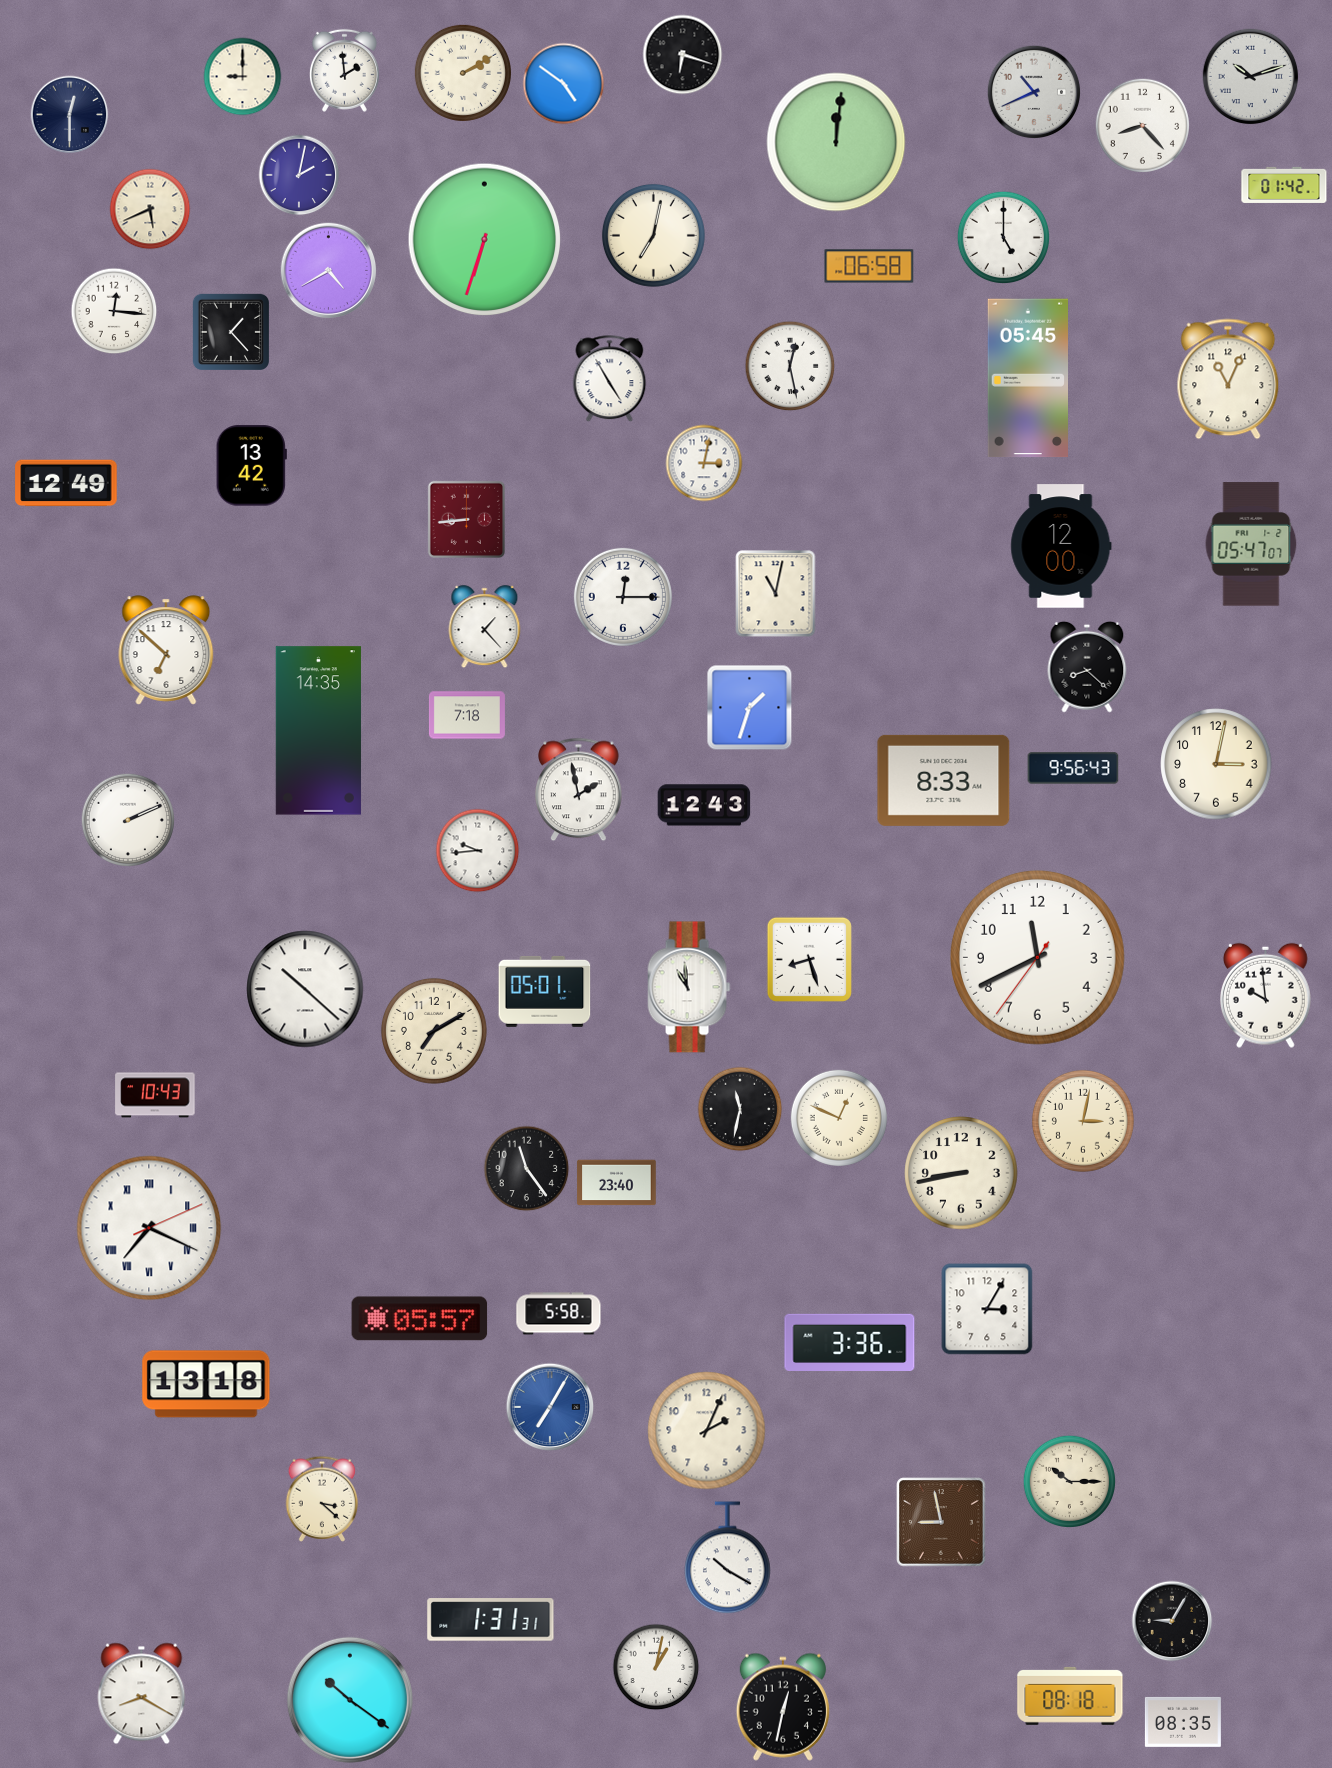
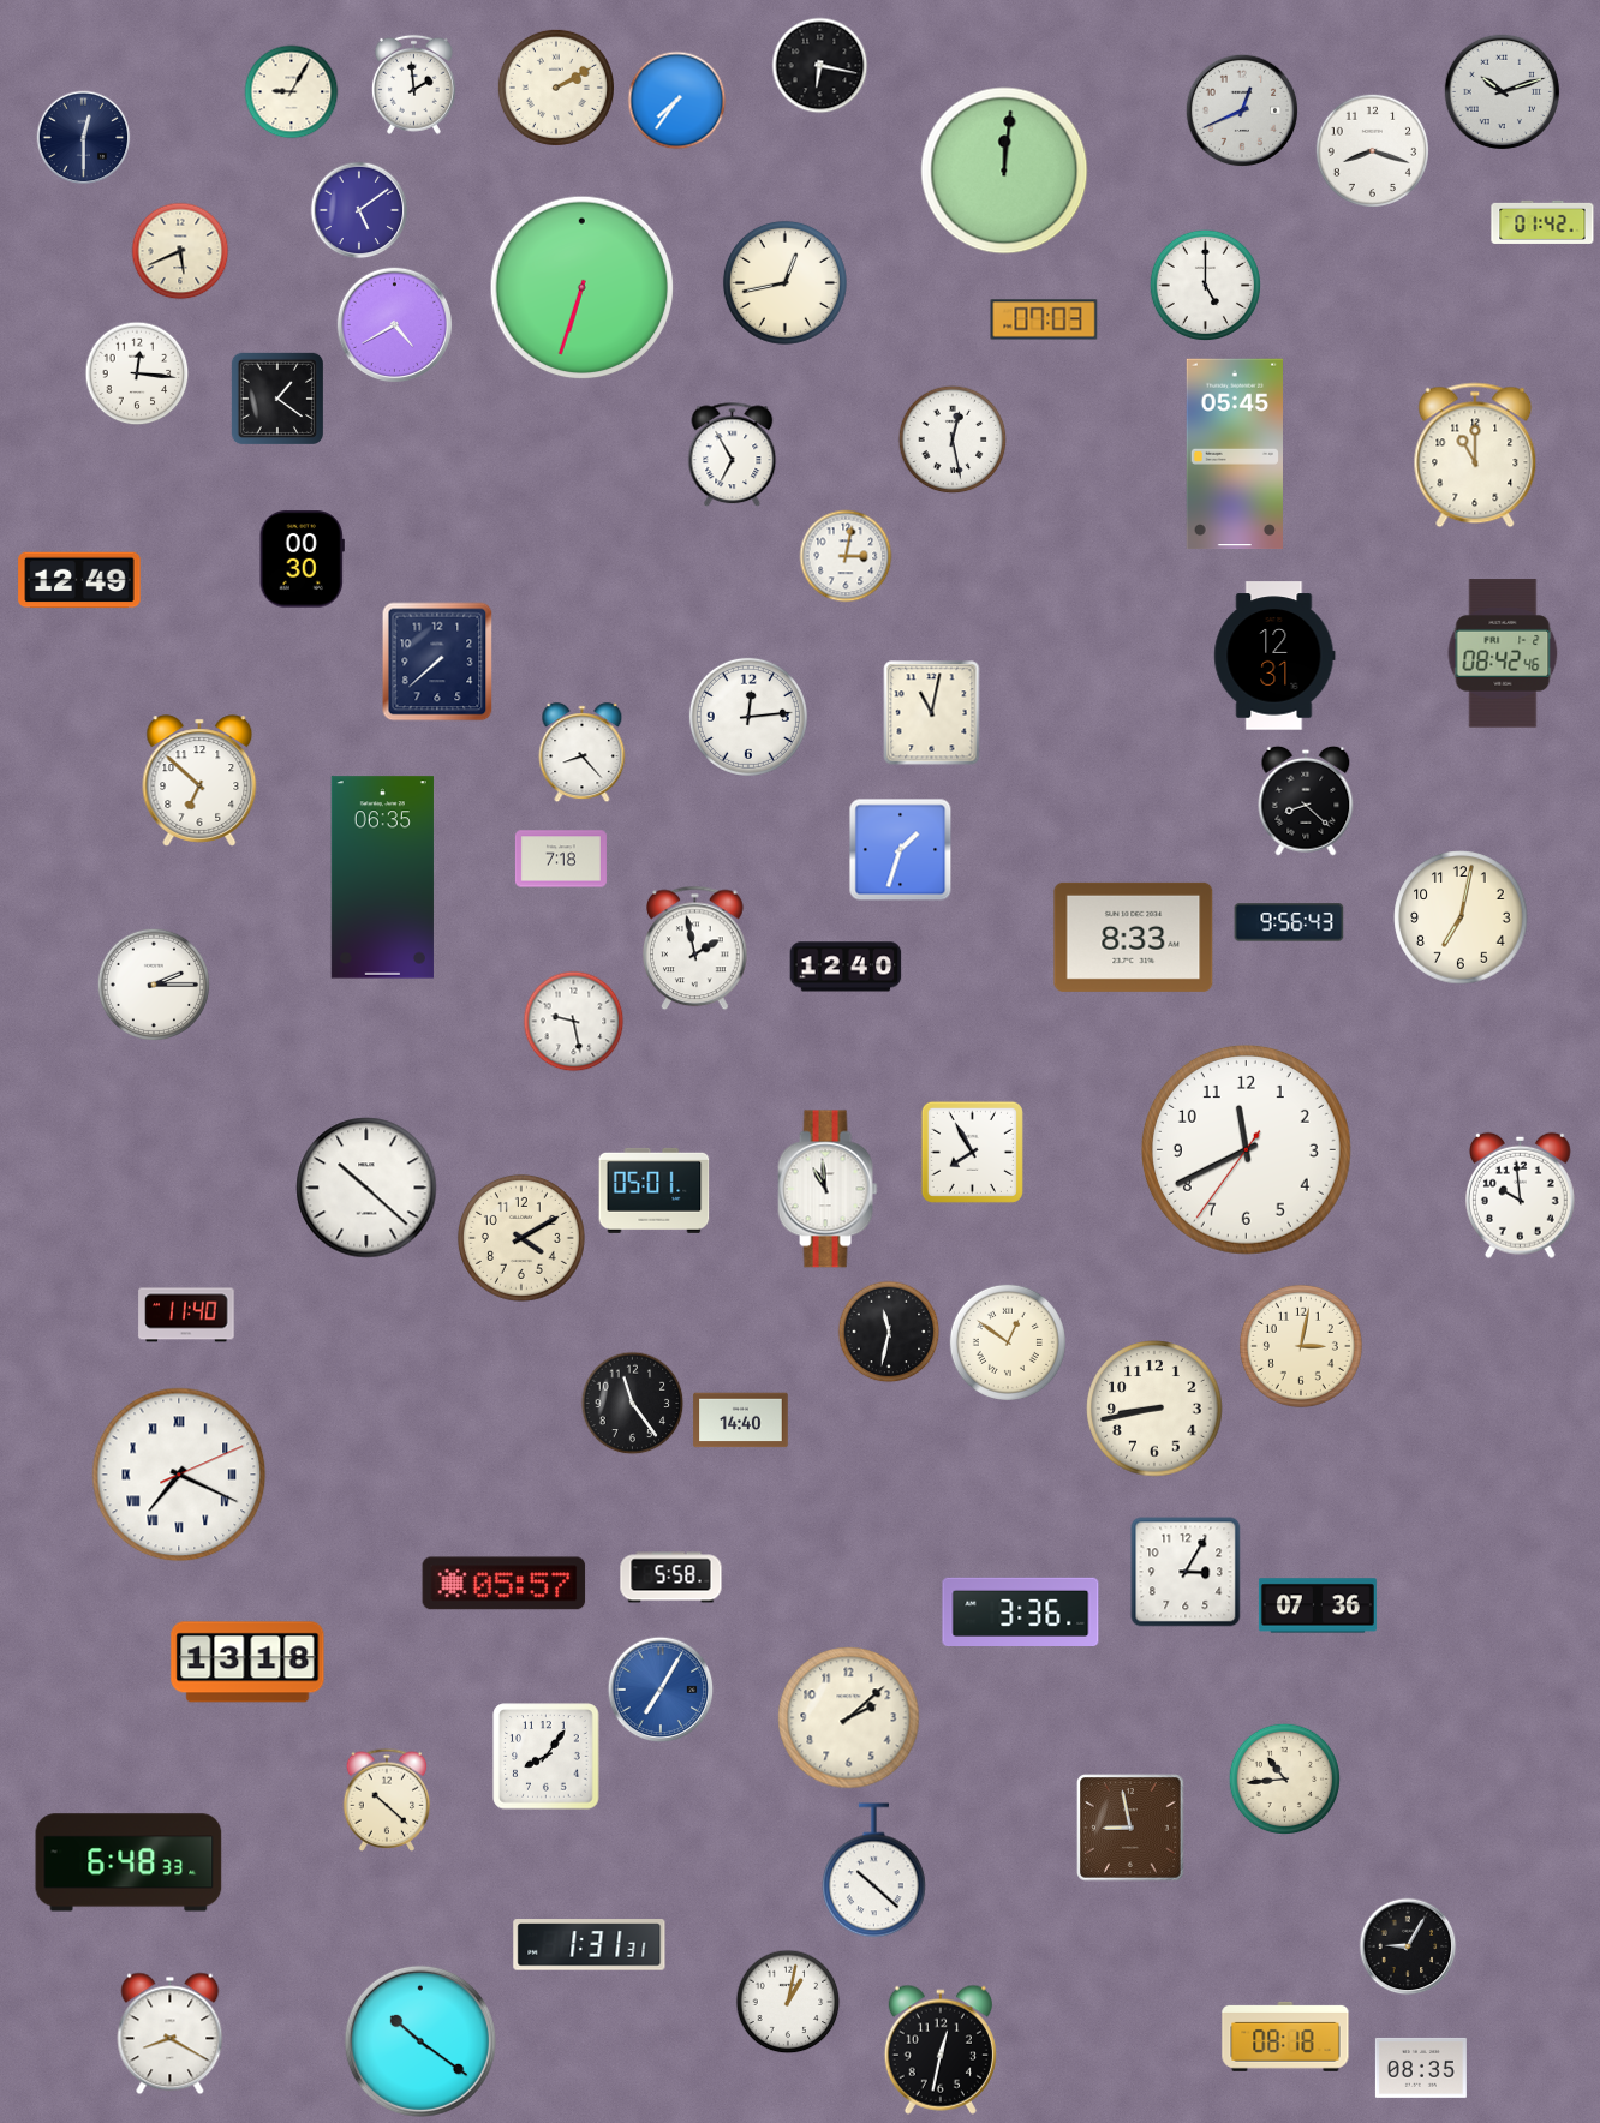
clock at (683, 55): 6:18 -> 6:17
clock at (243, 77): 9:00 -> 9:05
clock at (564, 84): 4:51 -> 7:36
clock at (1034, 92): 10:41 -> 12:41
clock at (1142, 125): 8:23 -> 8:18
clock at (299, 175): 2:02 -> 5:09
clock at (653, 235): 7:02 -> 12:43
clock at (869, 266): 06:58 -> 07:03
clock at (230, 331): 1:23 -> 1:21
clock at (790, 366) position: (790, 366) -> (953, 439)
clock at (610, 379): 4:55 -> 6:55
clock at (1228, 379): 11:04 -> 11:00
clock at (251, 466): 13:42 -> 00:30
clock at (466, 519): 8:44 -> none
clock at (1251, 544): 05:47 -> 08:42
clock at (1061, 546): 12:00 -> 12:31
clock at (437, 662): none -> 7:38
clock at (623, 597): 12:15 -> 12:14
clock at (485, 627): 1:23 -> 8:23
clock at (318, 731): 14:35 -> 06:35
clock at (1216, 764): 3:02 -> 7:02
clock at (704, 805): 12:43 -> 12:40
clock at (127, 819): 2:11 -> 2:15
clock at (478, 851): 9:44 -> 9:28
clock at (809, 959): 8:27 -> 7:55
clock at (689, 987) position: (689, 987) -> (828, 1189)
clock at (434, 1031): 7:10 -> 4:10
clock at (155, 1095): 10:43 -> 11:40
clock at (839, 1118): 12:49 -> 12:51
clock at (617, 1183): 23:40 -> 14:40
clock at (1318, 1605): none -> 07:36
clock at (707, 1431): 2:04 -> 2:08
clock at (547, 1757): none -> 8:06
clock at (1070, 1482): 10:15 -> 10:44
clock at (322, 1499): 3:22 -> 10:22
clock at (129, 1862): none -> 6:48
clock at (728, 1558): 10:20 -> 10:22
